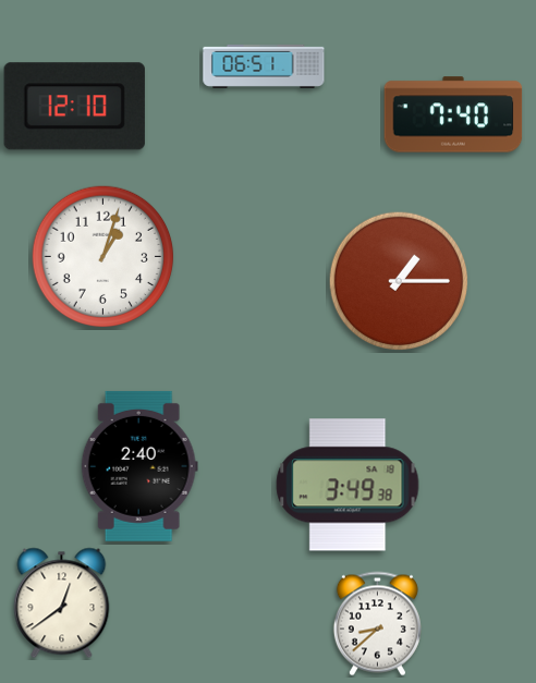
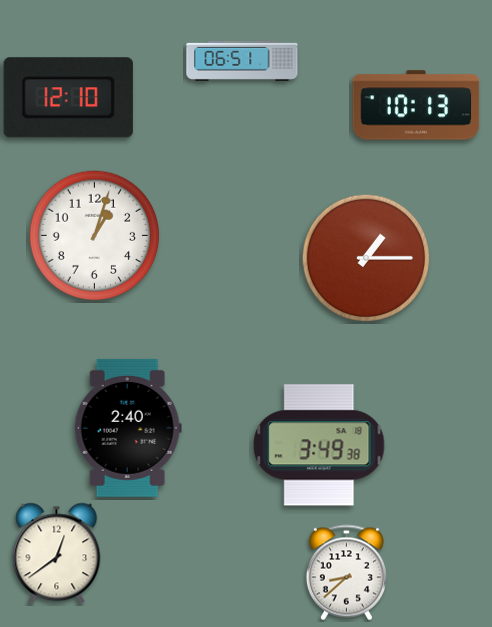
clock at (453, 114): 7:40 -> 10:13
